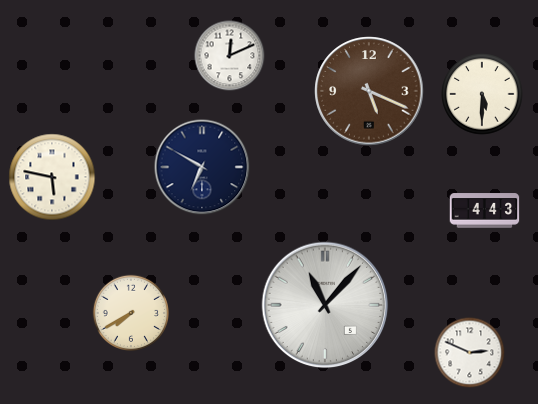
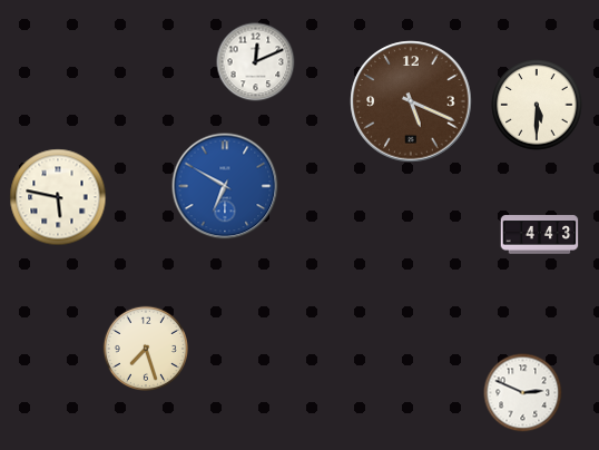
clock at (202, 167) dial: navy -> blue
clock at (325, 305): 11:07 -> none
clock at (130, 312): 7:40 -> 7:27
